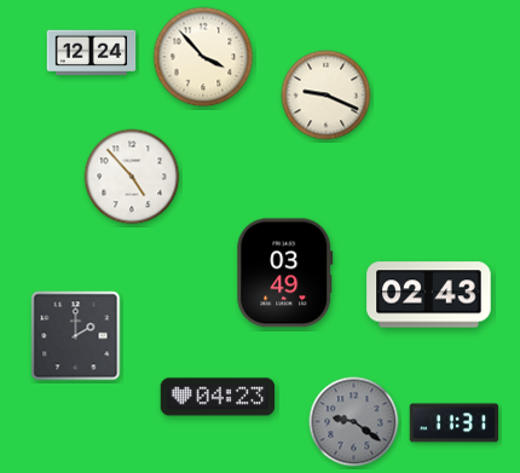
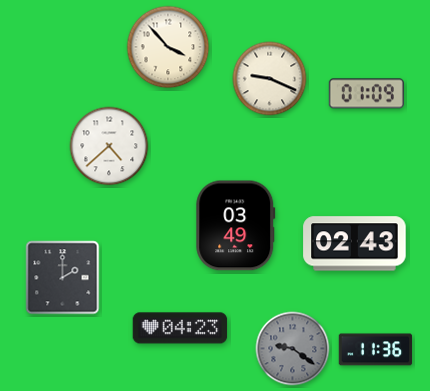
clock at (92, 53): 12:24 -> none
clock at (366, 94): none -> 01:09
clock at (132, 177): 4:53 -> 4:38
clock at (455, 423): 11:31 -> 11:36
